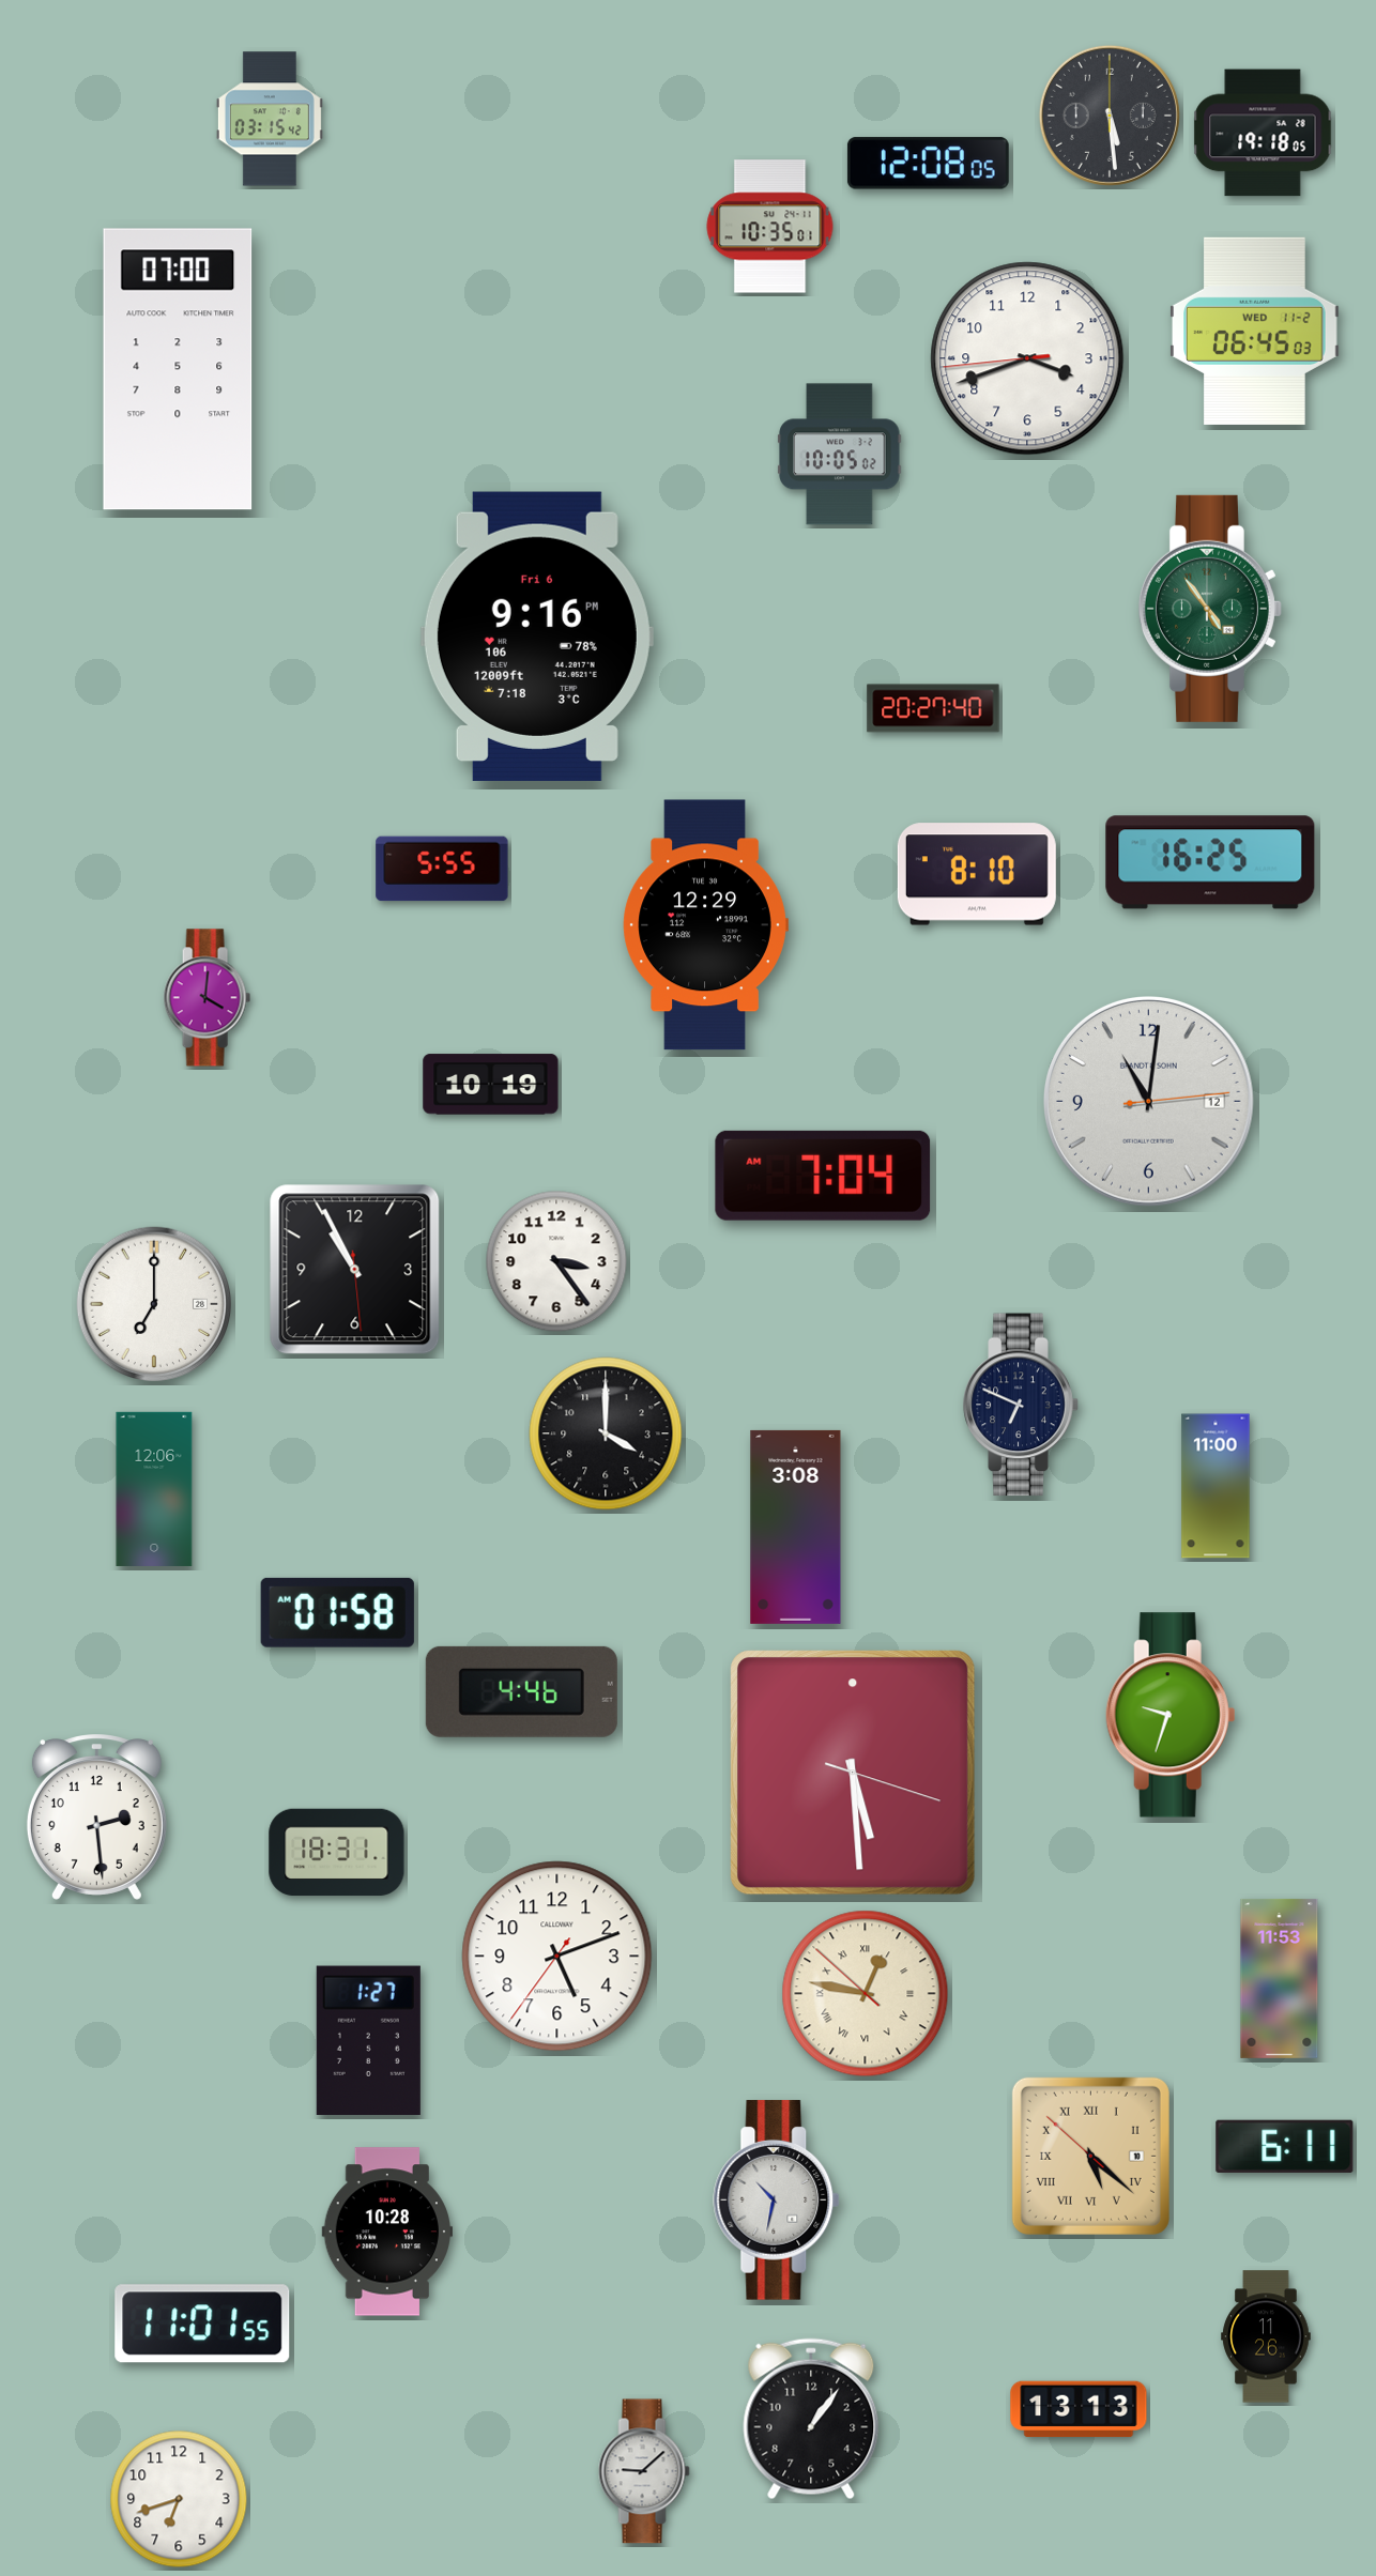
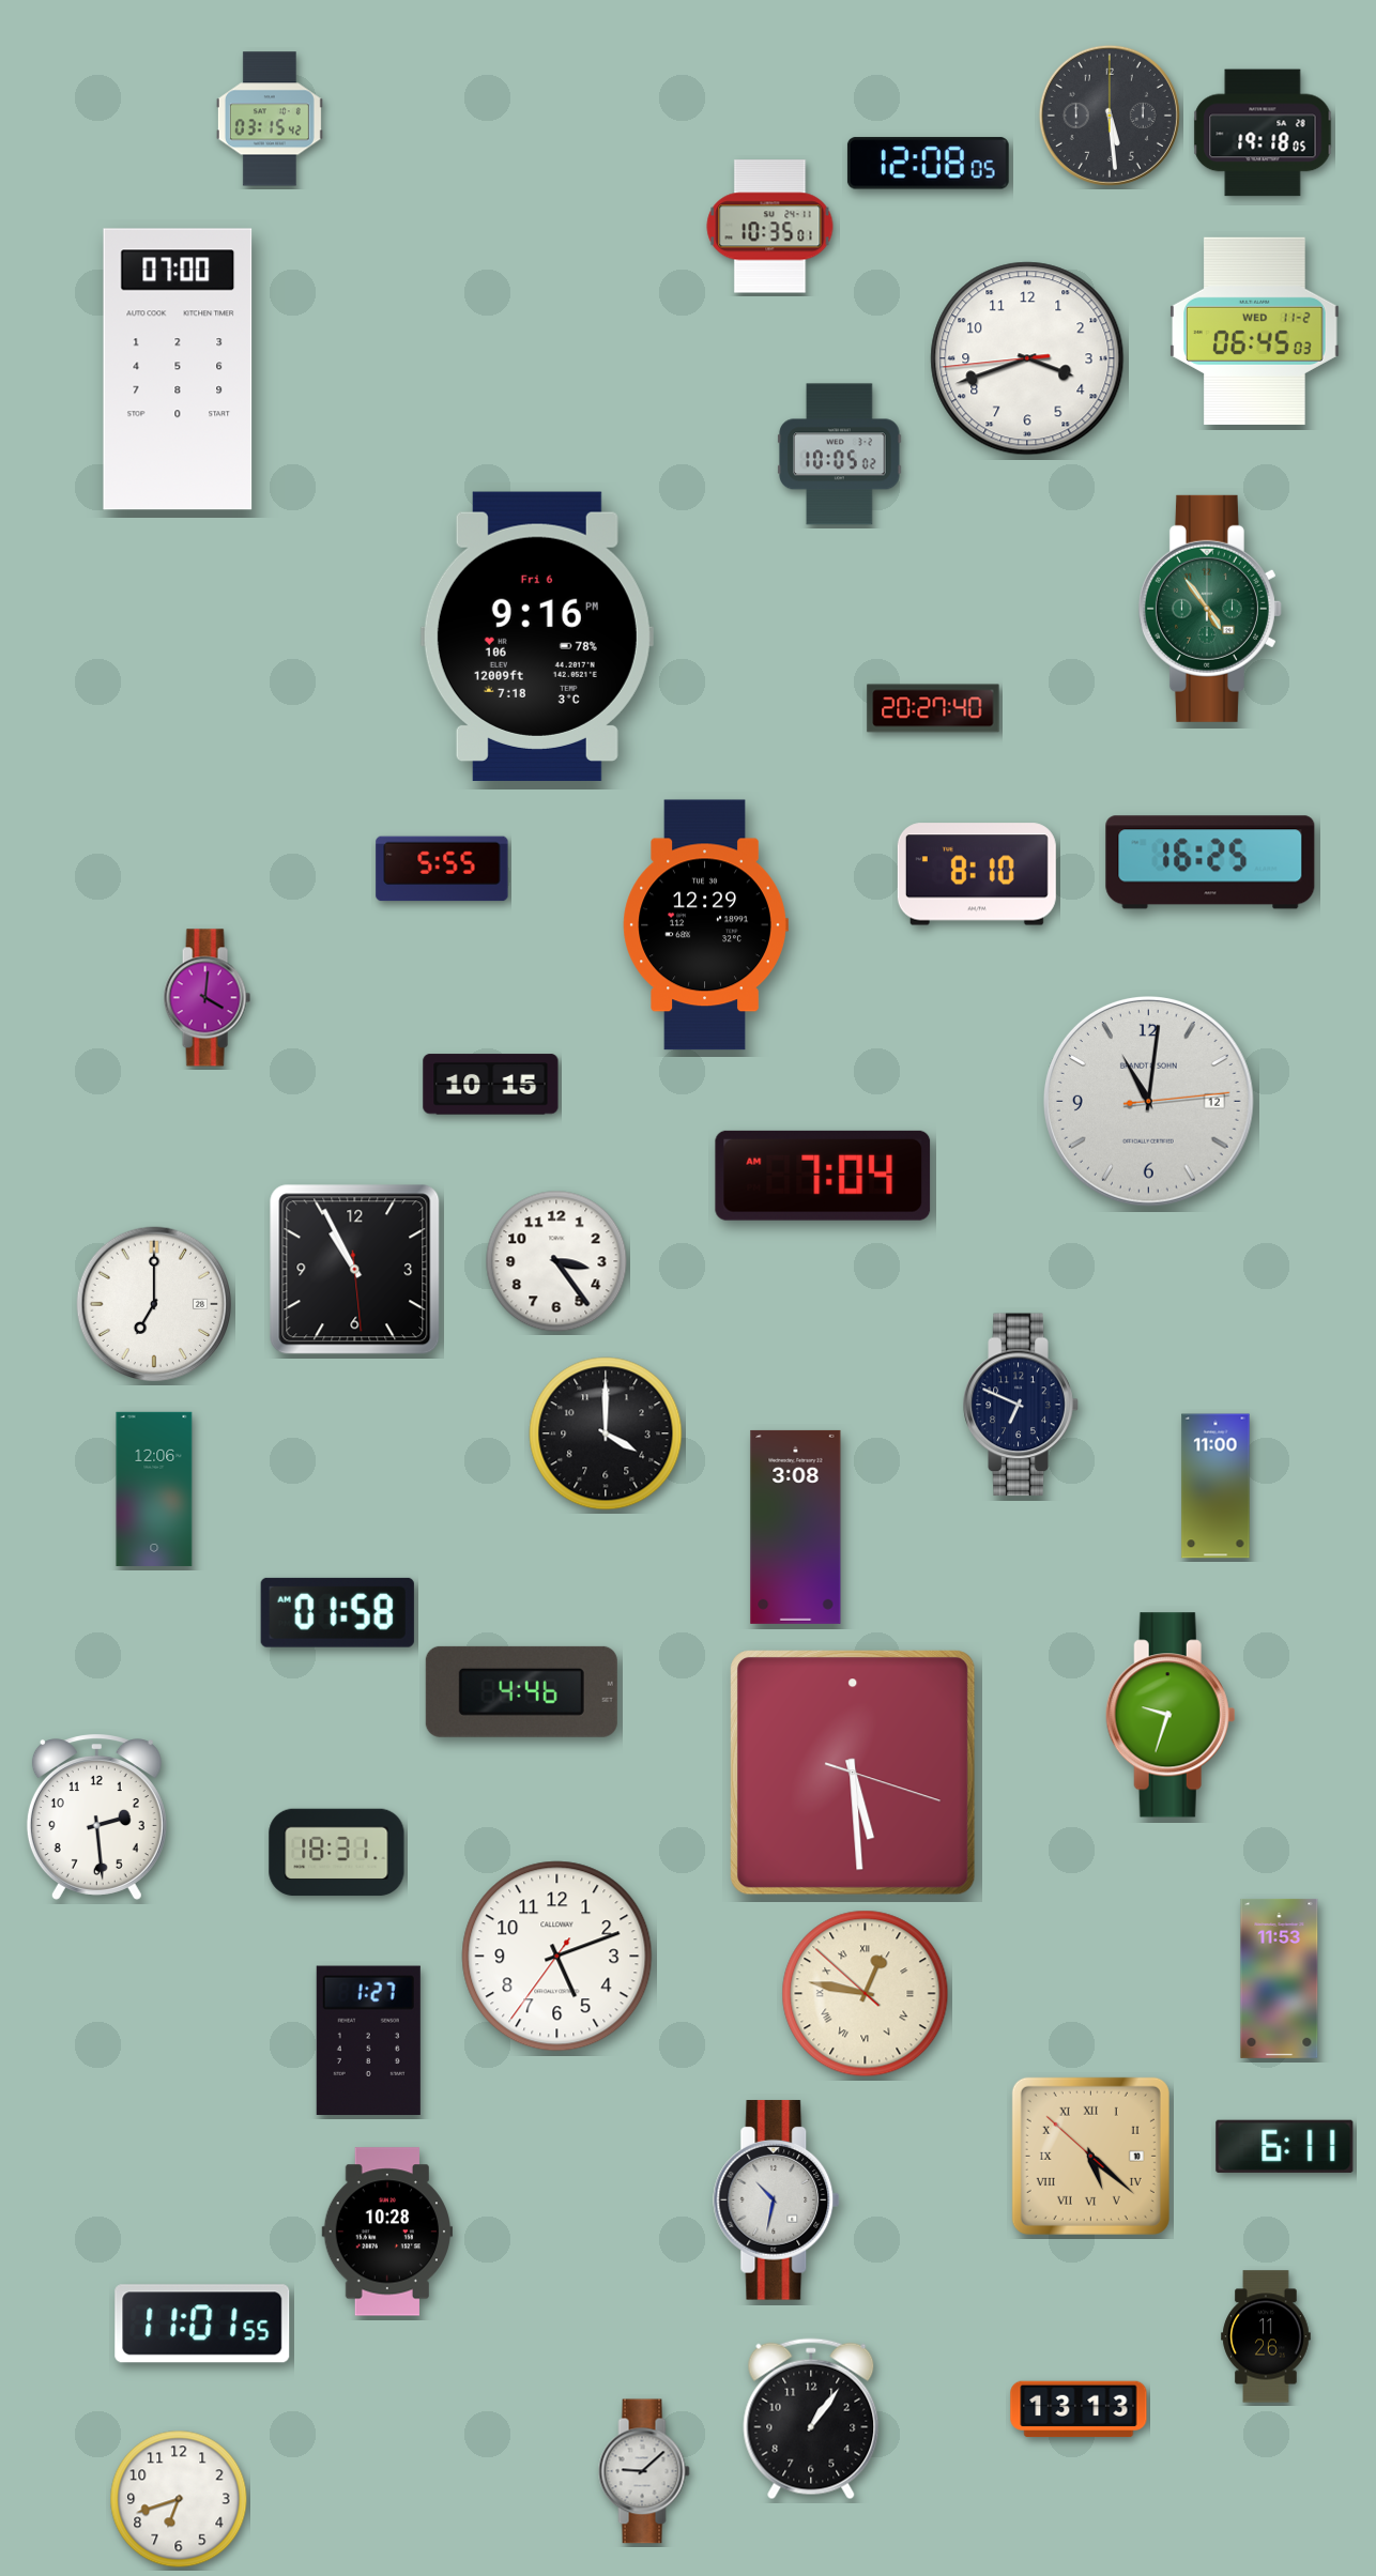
clock at (491, 1085): 10:19 -> 10:15
